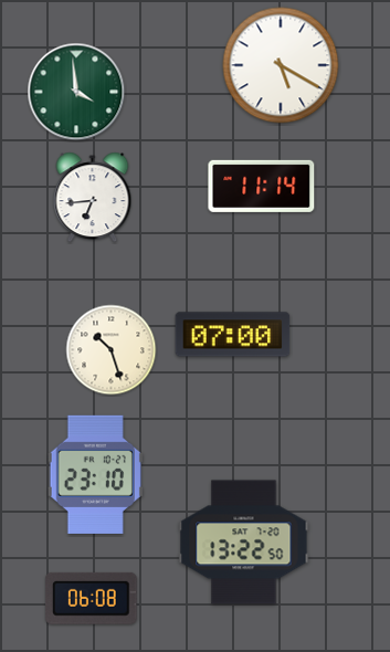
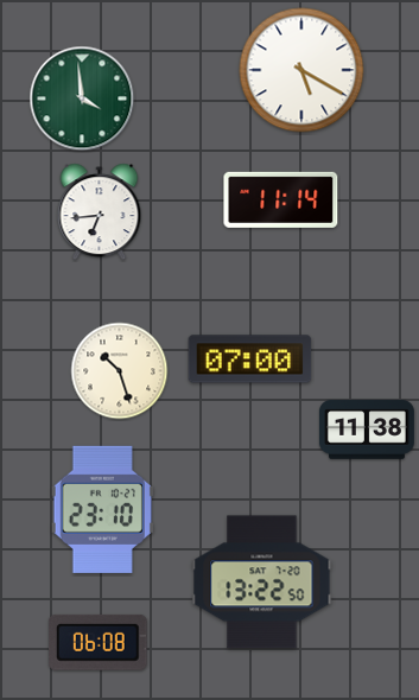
clock at (112, 350) position: (112, 350) -> (120, 371)
clock at (367, 429): none -> 11:38
